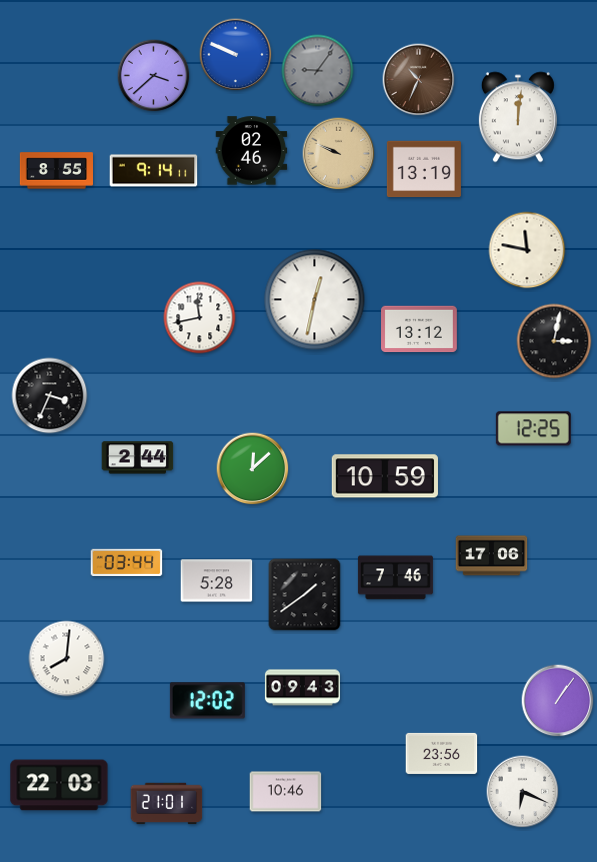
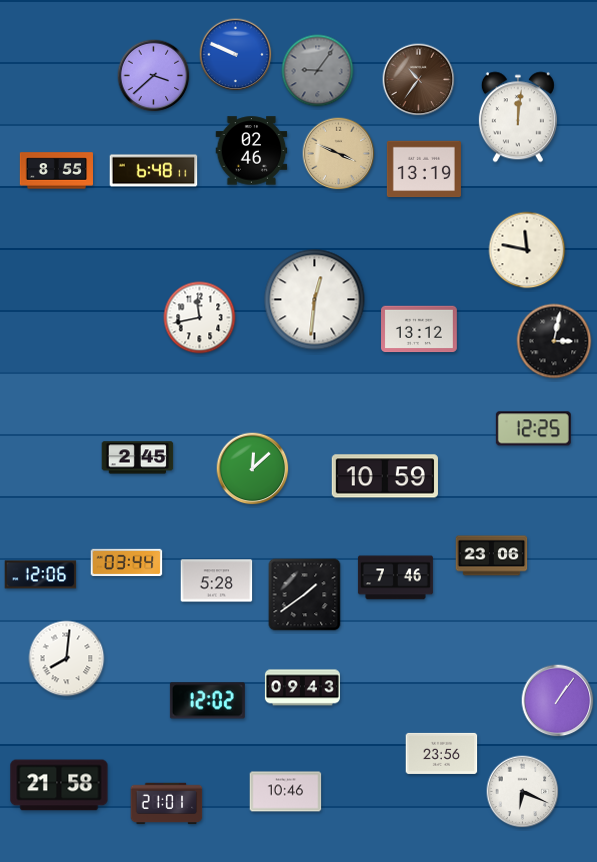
clock at (419, 80): 10:34 -> 10:36
clock at (339, 154): 9:49 -> 3:49
clock at (154, 171): 9:14 -> 6:48
clock at (315, 300): 12:32 -> 12:31
clock at (50, 396): 3:34 -> none
clock at (138, 458): 2:44 -> 2:45
clock at (492, 556): 17:06 -> 23:06
clock at (41, 575): none -> 12:06
clock at (59, 785): 22:03 -> 21:58
